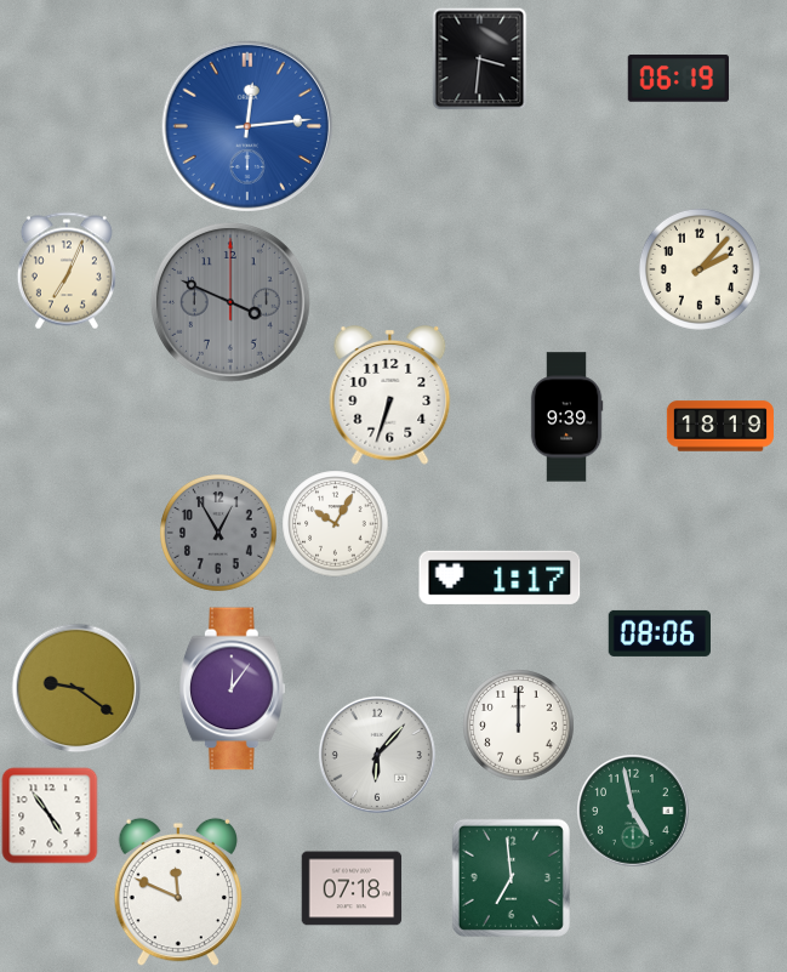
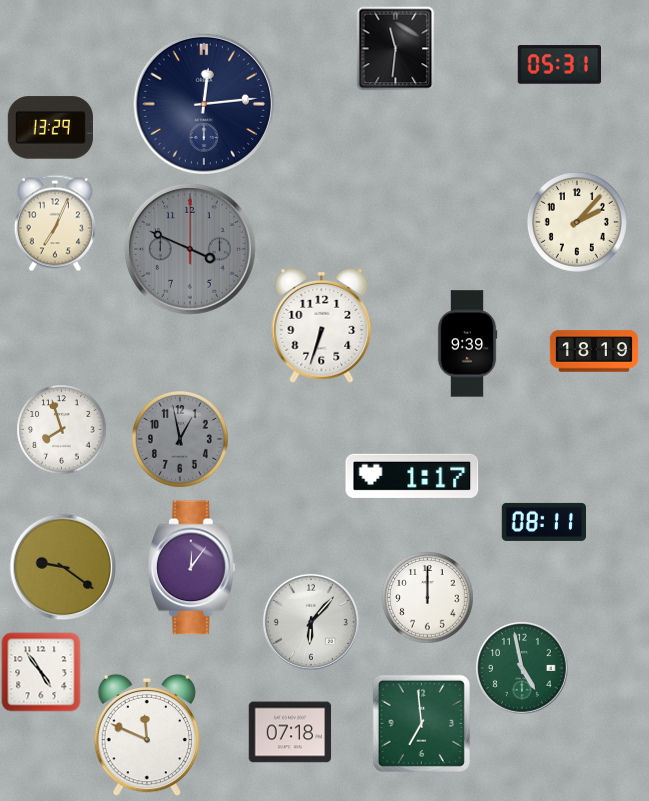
clock at (480, 58): 3:31 -> 11:31
clock at (678, 79): 06:19 -> 05:31
clock at (247, 126) dial: blue -> navy
clock at (50, 128): none -> 13:29
clock at (61, 429): none -> 7:57
clock at (335, 523): 10:05 -> none
clock at (218, 533): 12:55 -> 12:58
clock at (658, 633): 08:06 -> 08:11
